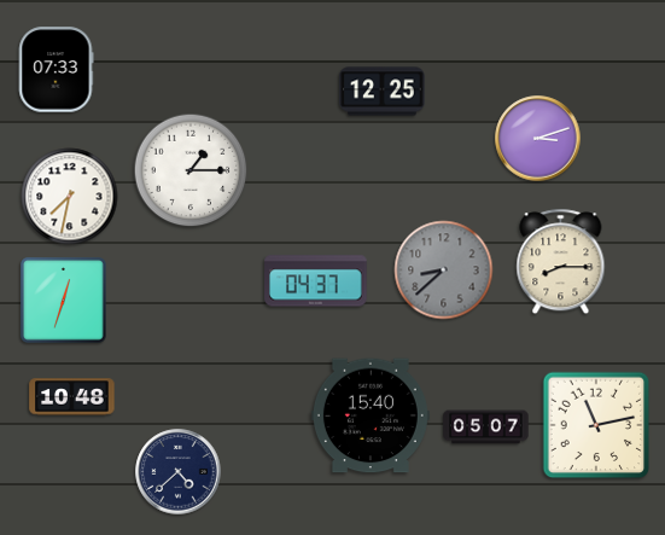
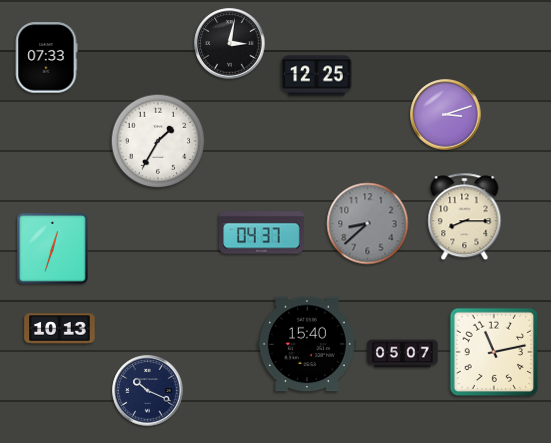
clock at (230, 44): none -> 3:02
clock at (191, 170): 1:15 -> 1:35
clock at (70, 197): 7:32 -> none
clock at (72, 397): 10:48 -> 10:13
clock at (179, 472): 4:38 -> 10:19
